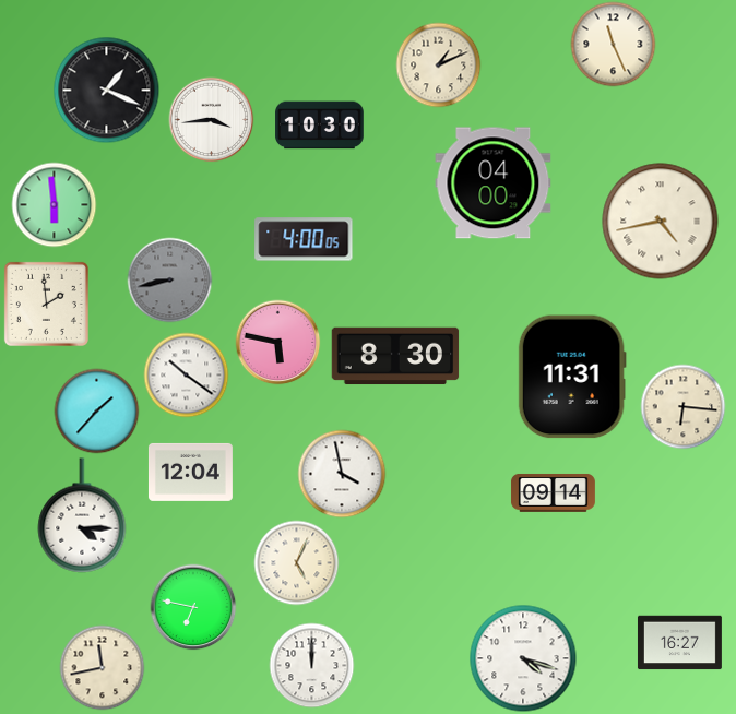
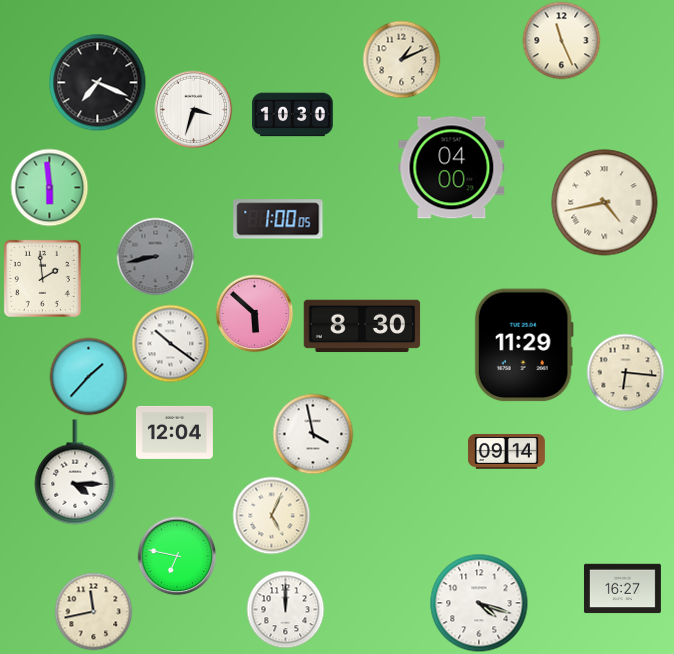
clock at (106, 90): 1:19 -> 7:19
clock at (211, 119): 3:44 -> 3:33
clock at (304, 239): 4:00 -> 1:00
clock at (277, 342): 5:47 -> 5:52
clock at (572, 377): 11:31 -> 11:29
